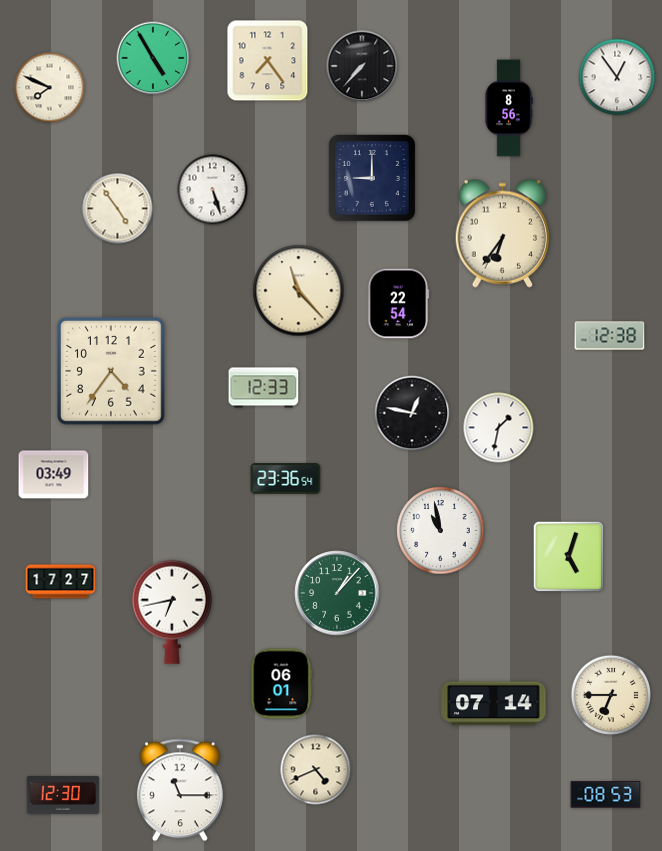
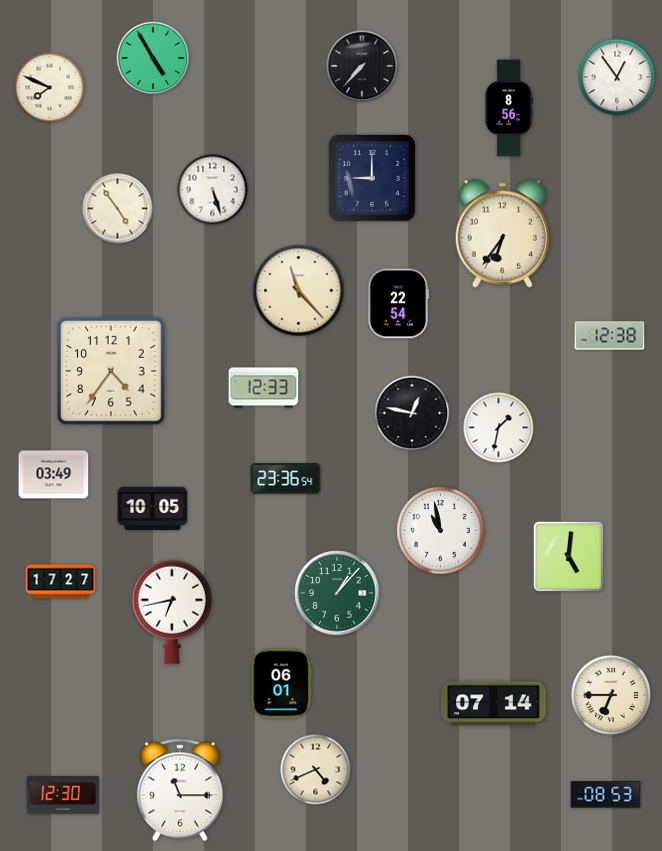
clock at (268, 61): 7:24 -> none
clock at (153, 509): none -> 10:05
clock at (569, 557): 5:03 -> 5:01
